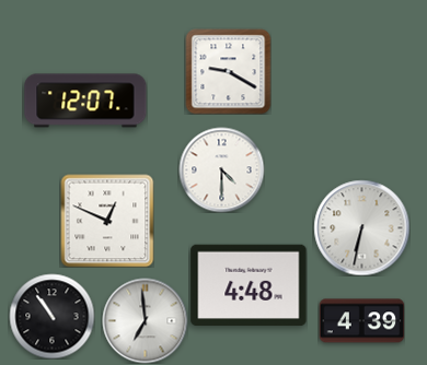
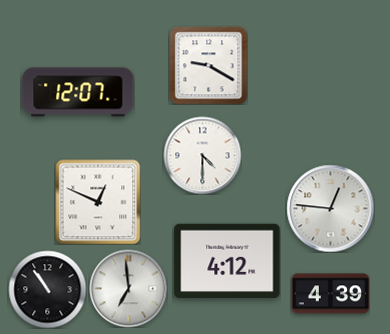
clock at (361, 227): 6:32 -> 12:46
clock at (249, 285): 4:48 -> 4:12
clock at (145, 320) position: (145, 320) -> (128, 288)
